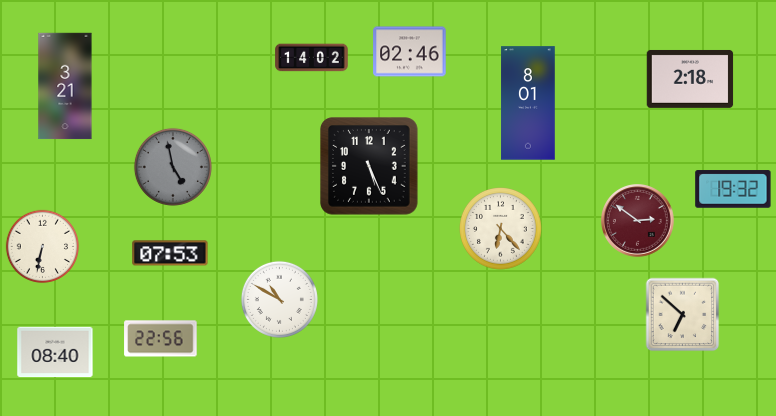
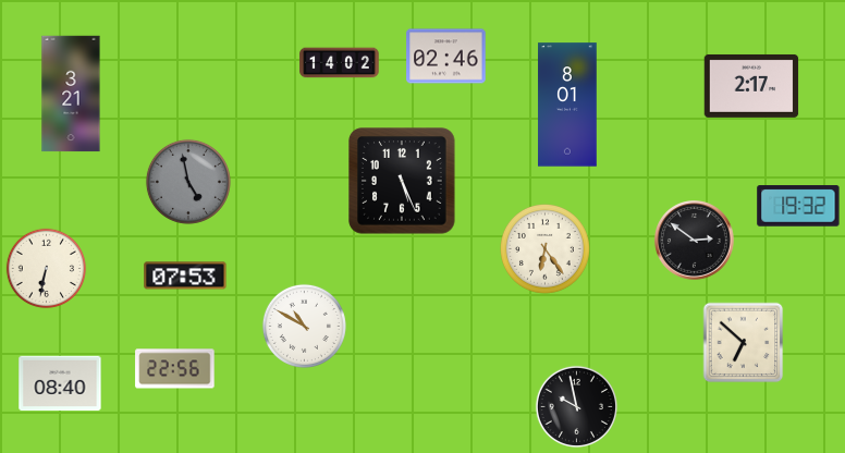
clock at (690, 79): 2:18 -> 2:17
clock at (528, 103) position: (528, 103) -> (567, 105)
clock at (638, 221) dial: burgundy -> black
clock at (501, 229): 6:23 -> 6:24
clock at (576, 406): none -> 9:58
